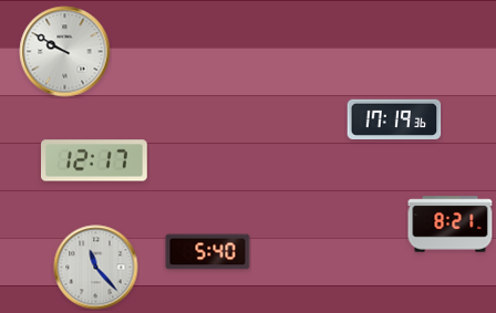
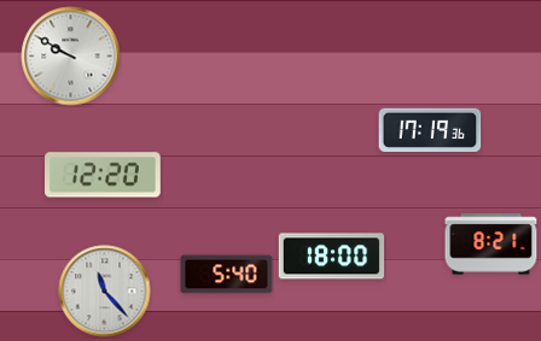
clock at (95, 160): 12:17 -> 12:20
clock at (332, 257): none -> 18:00
